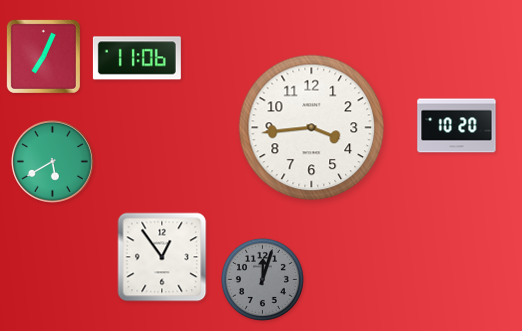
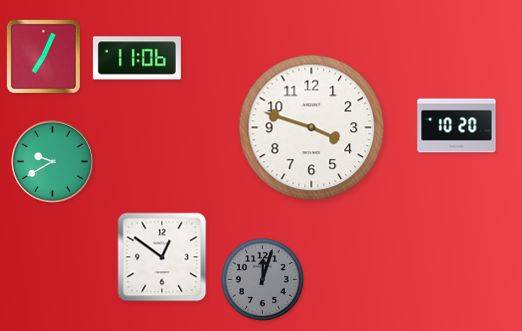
clock at (312, 128): 3:44 -> 3:48
clock at (53, 162): 5:40 -> 9:40
clock at (162, 257): 12:54 -> 12:51
